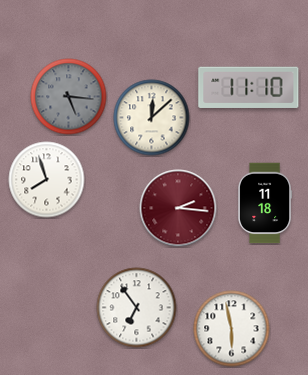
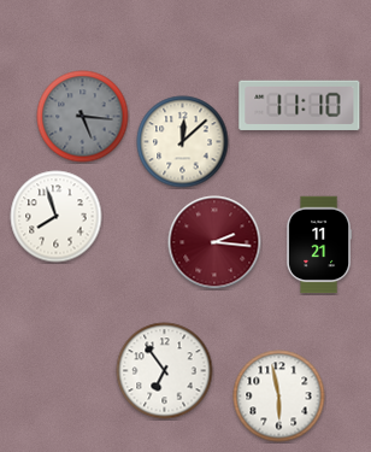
clock at (266, 203): 11:18 -> 11:21
clock at (178, 208) position: (178, 208) -> (214, 242)
